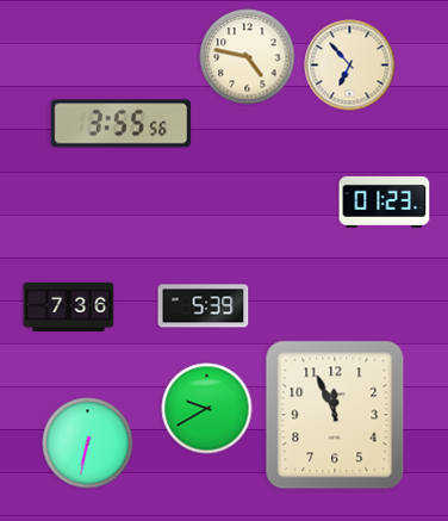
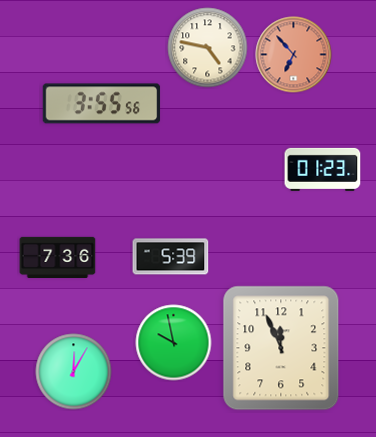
clock at (350, 66) dial: cream -> salmon
clock at (207, 409): 9:40 -> 9:58
clock at (88, 444): 6:32 -> 12:05
